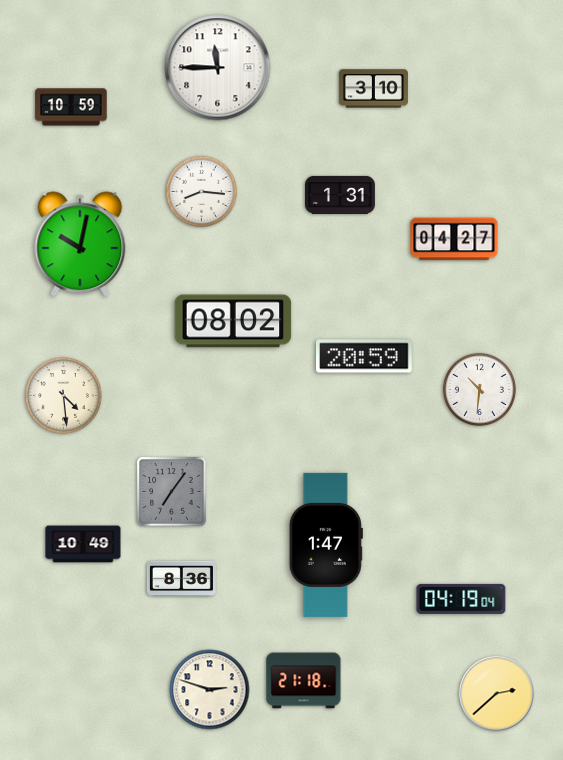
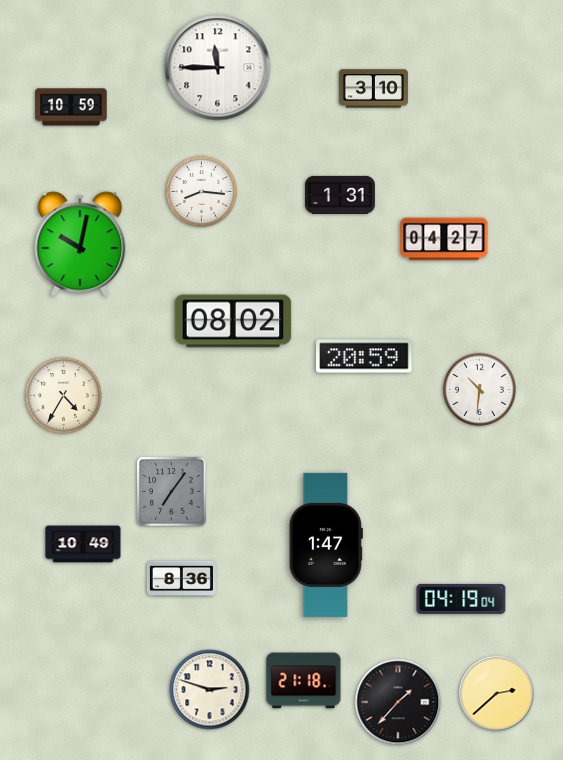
clock at (454, 239) position: (454, 239) -> (444, 239)
clock at (64, 396): 4:29 -> 4:35
clock at (398, 702): none -> 1:37
